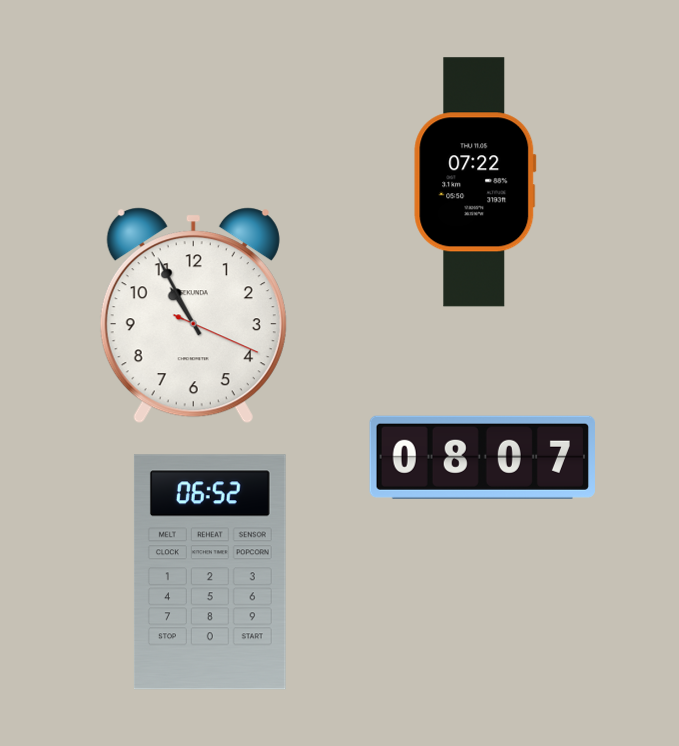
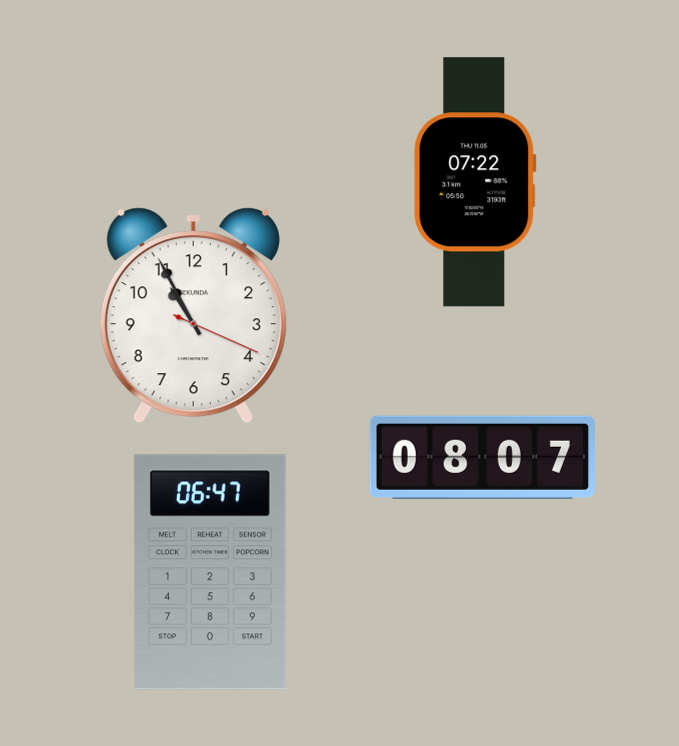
clock at (210, 572): 06:52 -> 06:47
